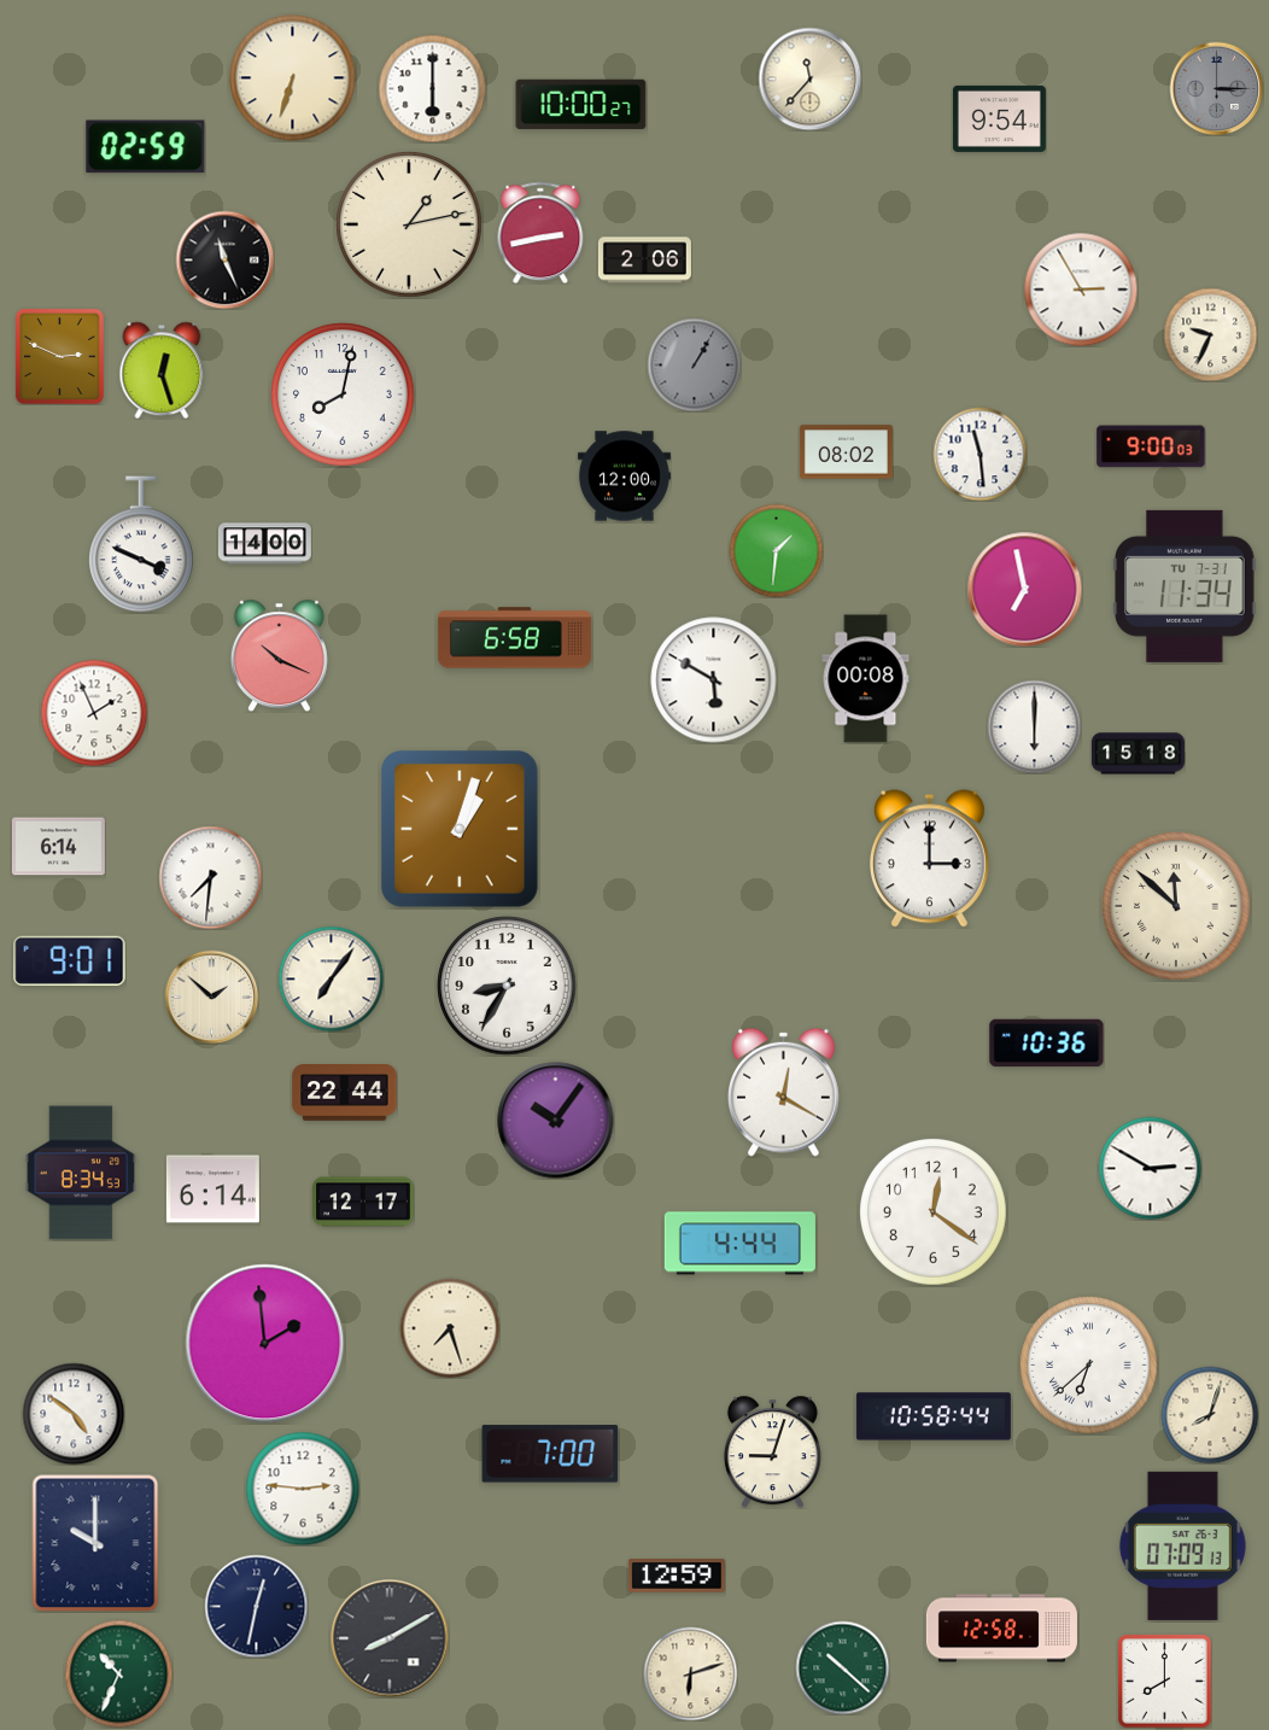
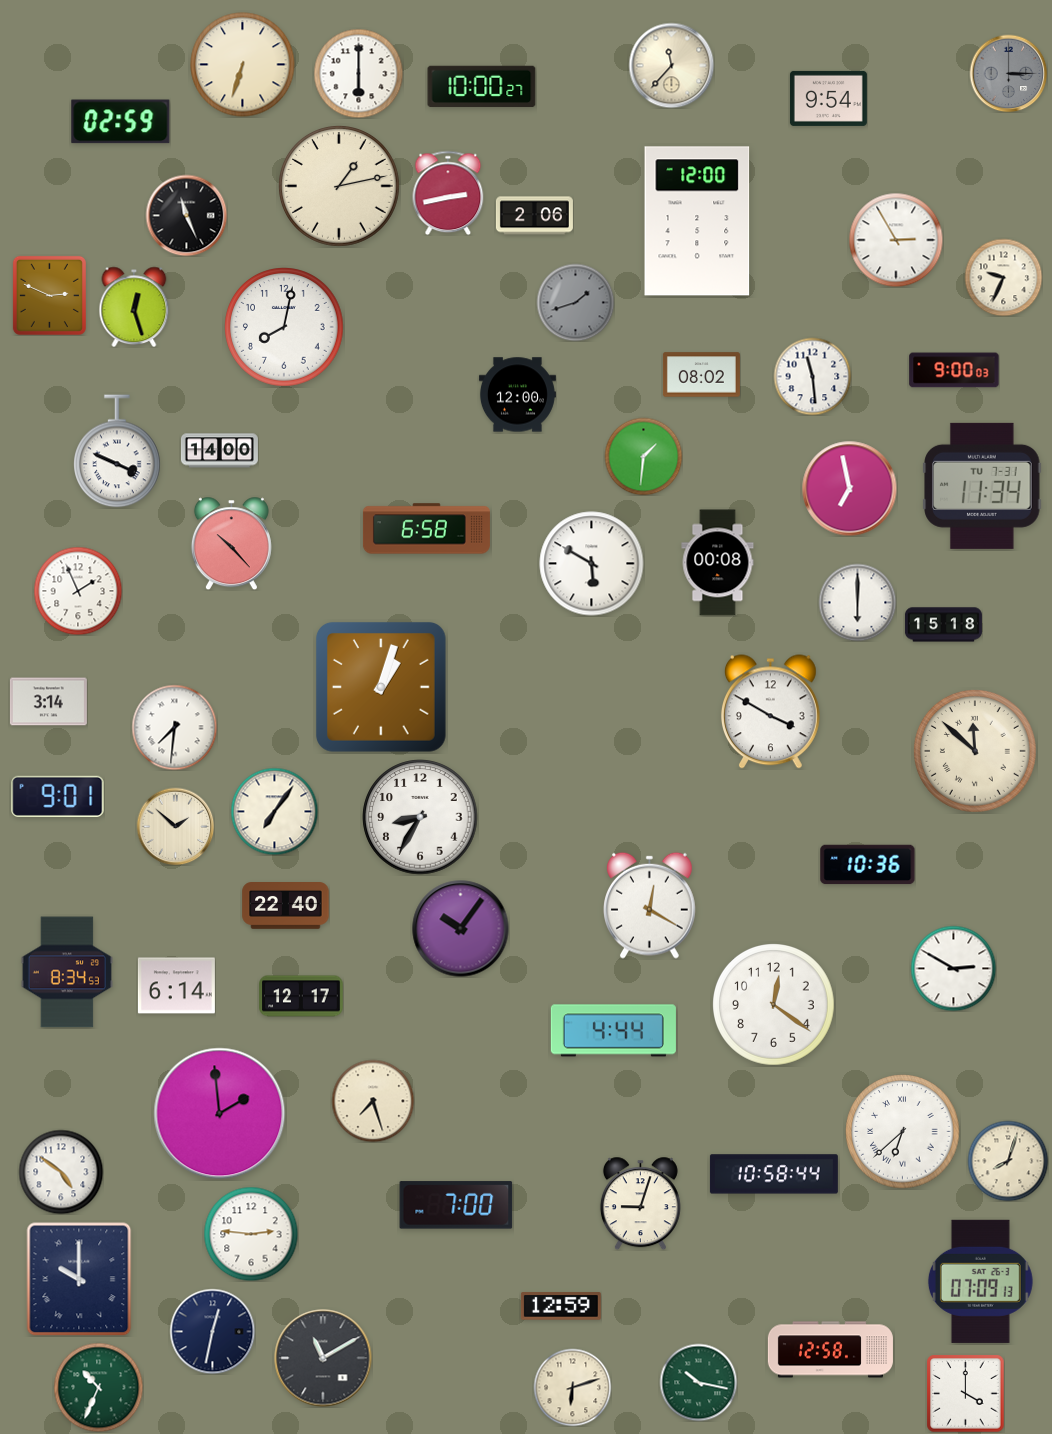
clock at (697, 221): none -> 12:00
clock at (694, 364): 1:05 -> 1:42
clock at (279, 655): 10:19 -> 10:23
clock at (58, 847): 6:14 -> 3:14
clock at (929, 859): 3:00 -> 3:50
clock at (345, 1093): 22:44 -> 22:40
clock at (1210, 1415) position: (1210, 1415) -> (1008, 1161)
clock at (390, 1638): 8:10 -> 11:10
clock at (842, 1667): 10:22 -> 10:17
clock at (1164, 1681): 8:00 -> 4:00
